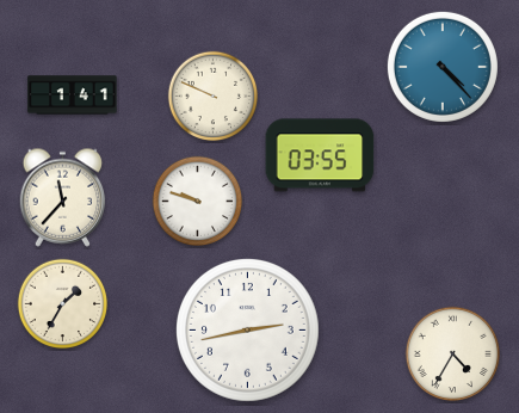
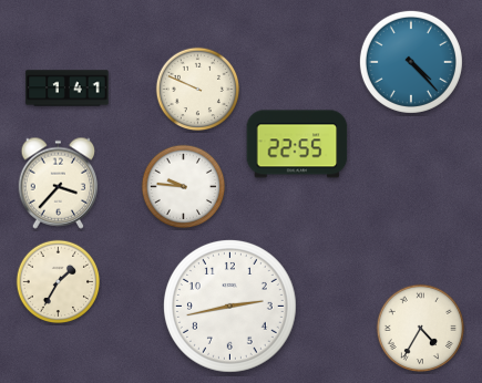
clock at (320, 155): 03:55 -> 22:55
clock at (63, 197): 11:37 -> 3:37
clock at (198, 202): 9:48 -> 9:46
